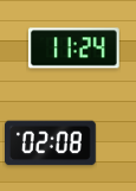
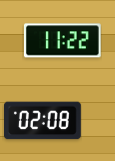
clock at (73, 49): 11:24 -> 11:22
